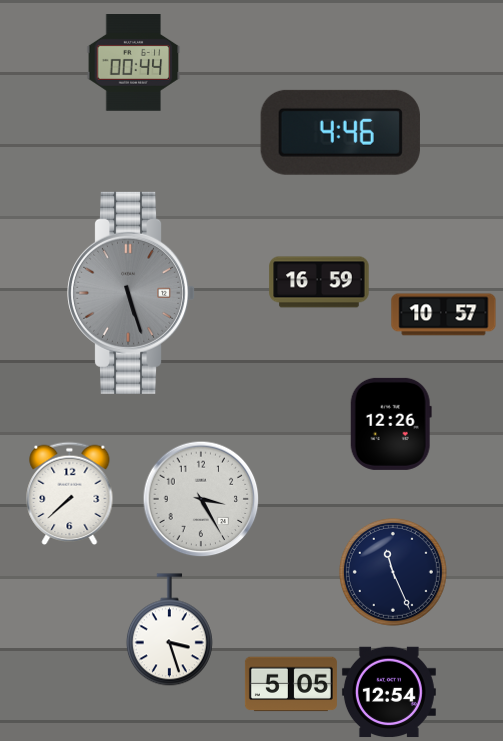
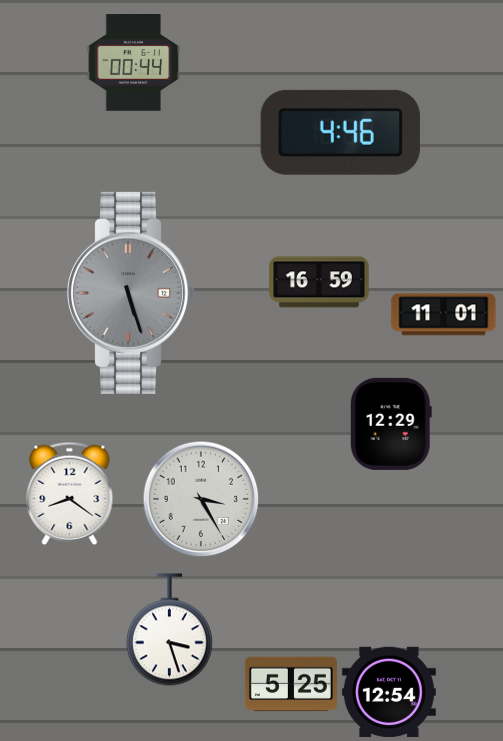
clock at (444, 315): 10:57 -> 11:01
clock at (391, 424): 12:26 -> 12:29
clock at (70, 494): 7:38 -> 8:21
clock at (393, 572): 11:26 -> none
clock at (291, 684): 5:05 -> 5:25
